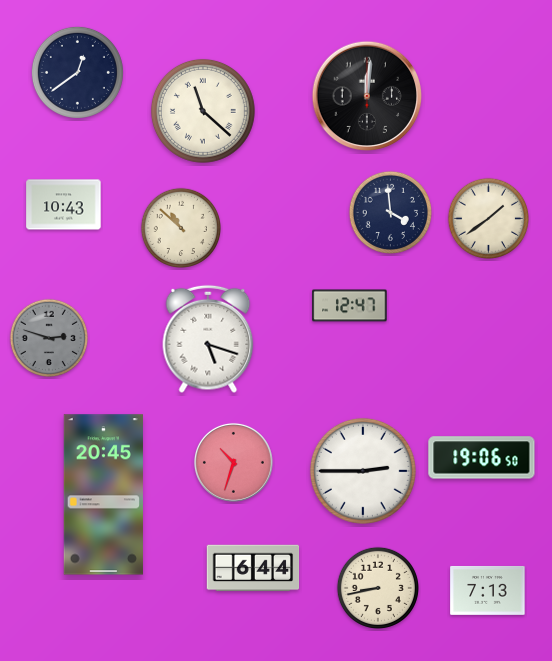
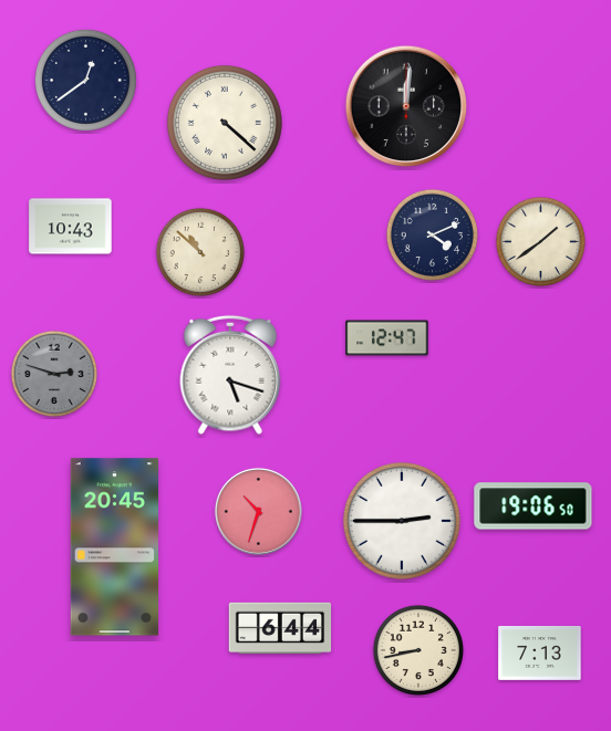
clock at (203, 111): 11:22 -> 4:22
clock at (390, 212): 3:59 -> 4:11
